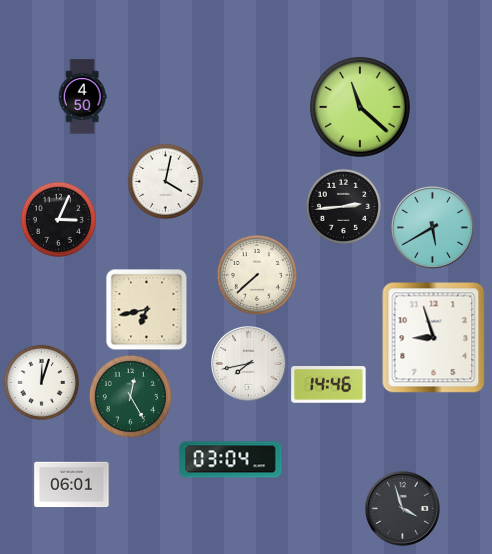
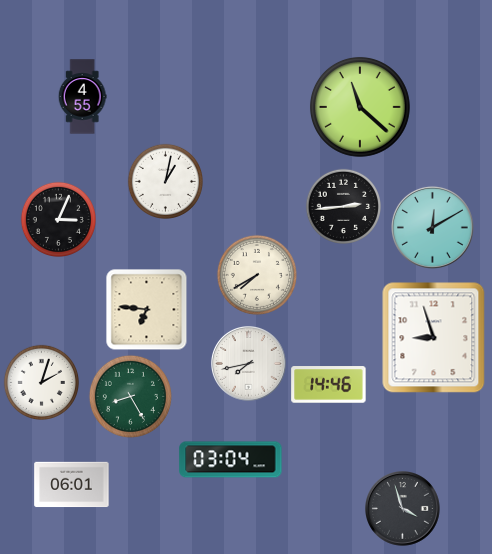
clock at (82, 97): 4:50 -> 4:55
clock at (165, 181): 4:02 -> 1:02
clock at (432, 227): 5:40 -> 12:10
clock at (257, 275): 7:38 -> 7:40
clock at (147, 310): 6:43 -> 6:46
clock at (41, 382): 12:03 -> 2:03
clock at (130, 396): 12:25 -> 8:25
